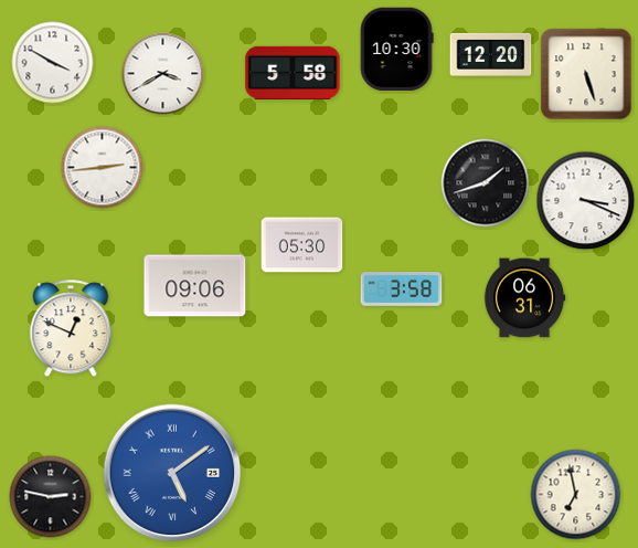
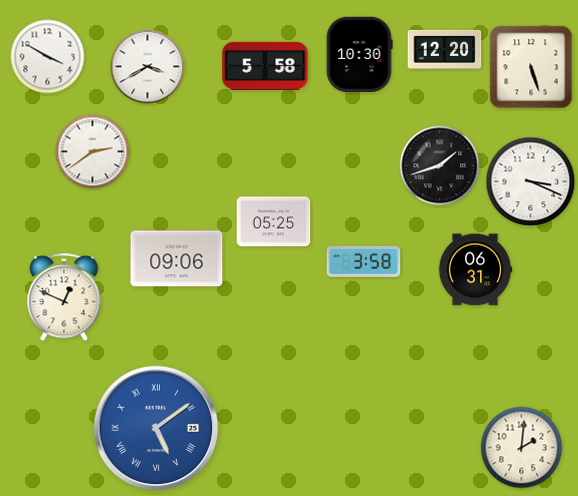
clock at (396, 50) position: (396, 50) -> (359, 55)
clock at (103, 168): 2:44 -> 2:39
clock at (302, 245): 05:30 -> 05:25
clock at (576, 495): 6:58 -> 2:01
clock at (51, 497): 2:47 -> none
